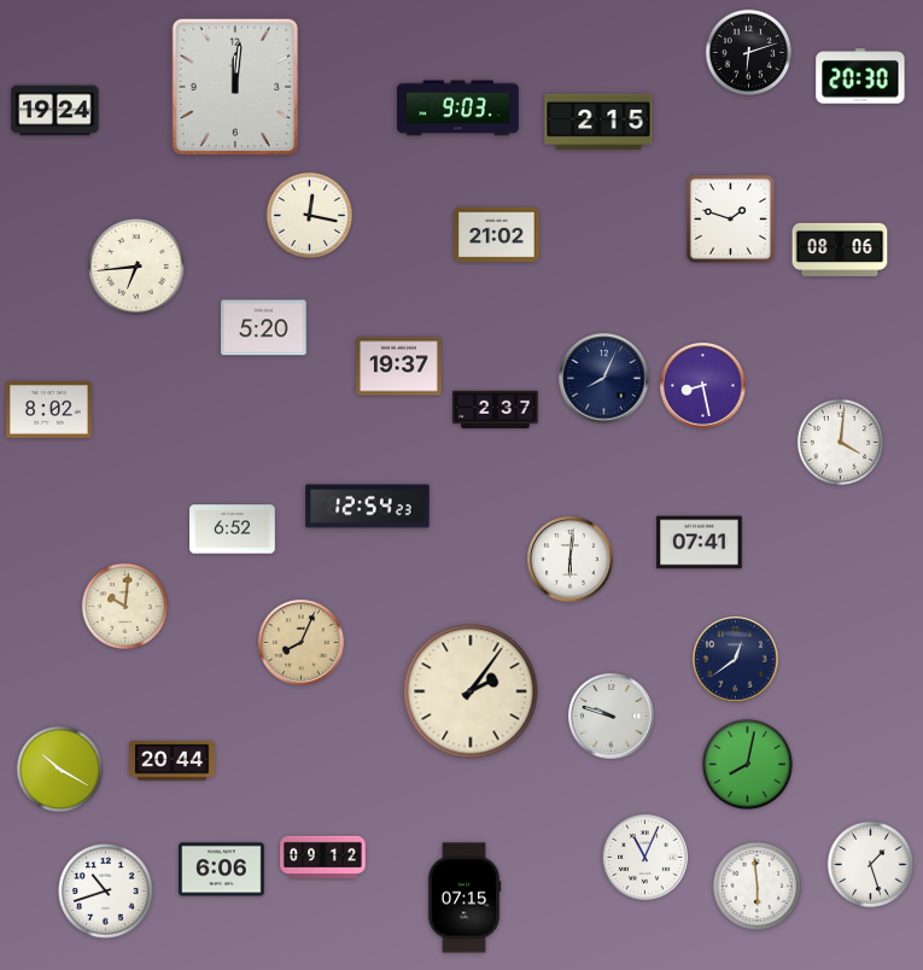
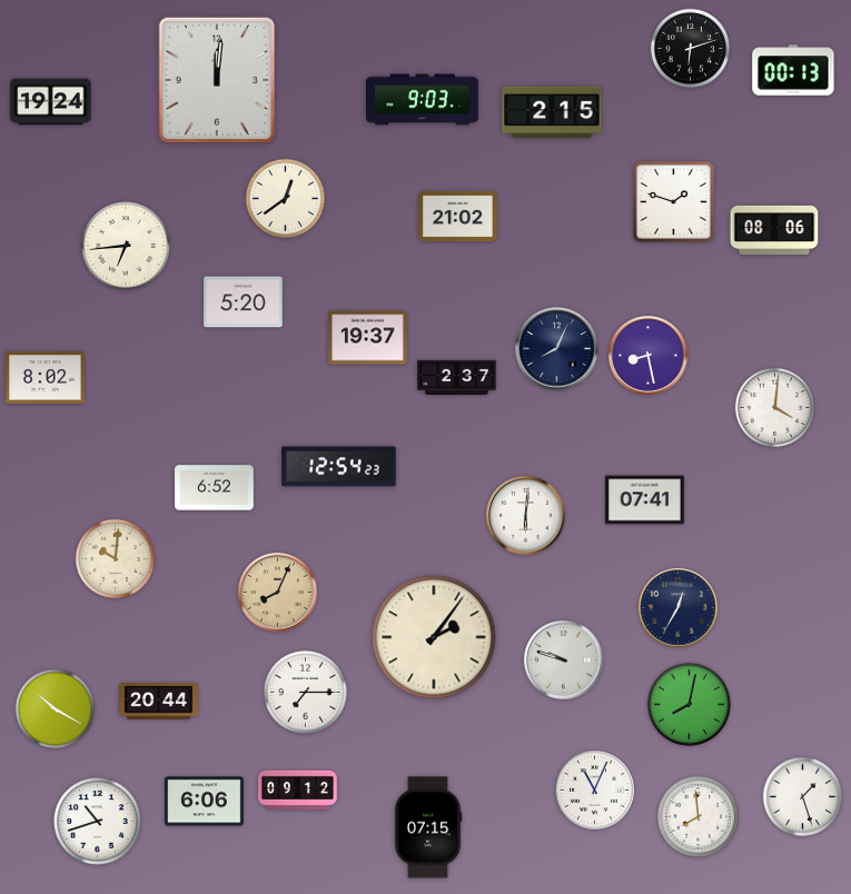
clock at (860, 76): 20:30 -> 00:13
clock at (309, 215): 12:17 -> 12:39
clock at (736, 660): 12:39 -> 12:35
clock at (305, 692): none -> 7:15
clock at (756, 886): 5:59 -> 7:59
